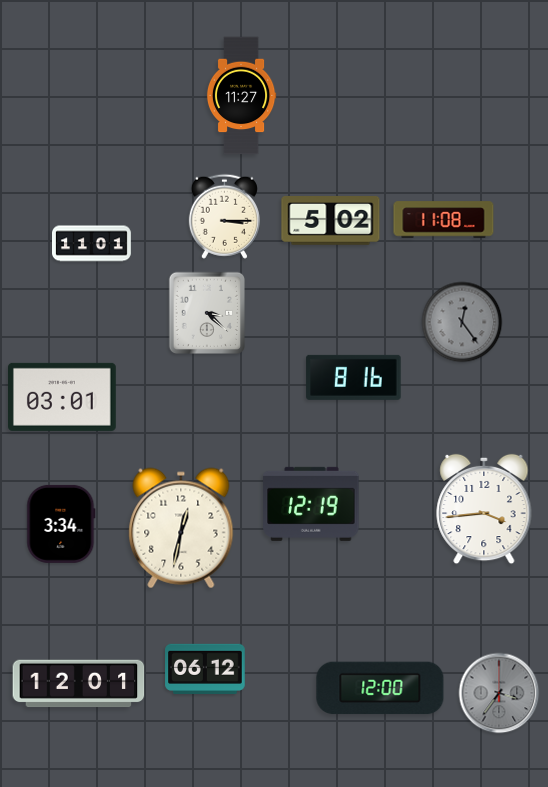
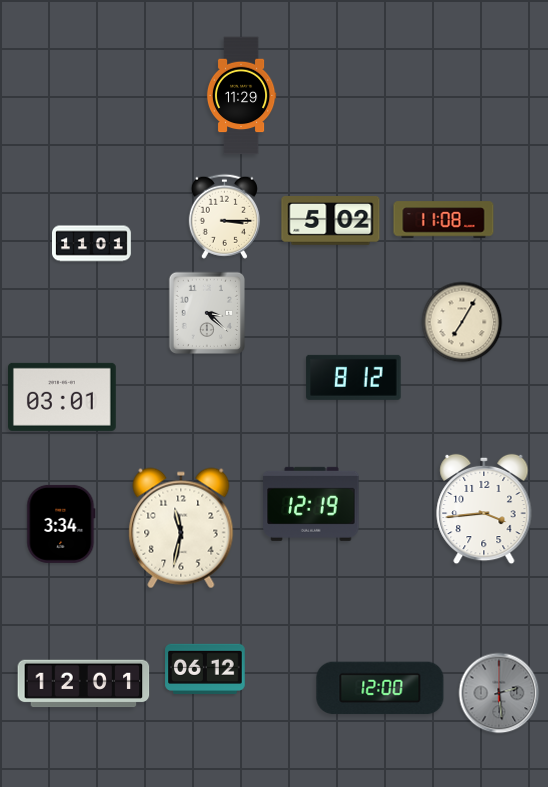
clock at (241, 96): 11:27 -> 11:29
clock at (462, 322): 12:24 -> 7:05
clock at (462, 322) dial: grey -> cream
clock at (354, 377): 8:16 -> 8:12
clock at (181, 528): 12:32 -> 11:32
clock at (79, 684) position: (79, 684) -> (84, 684)
clock at (499, 693): 3:36 -> 2:29
